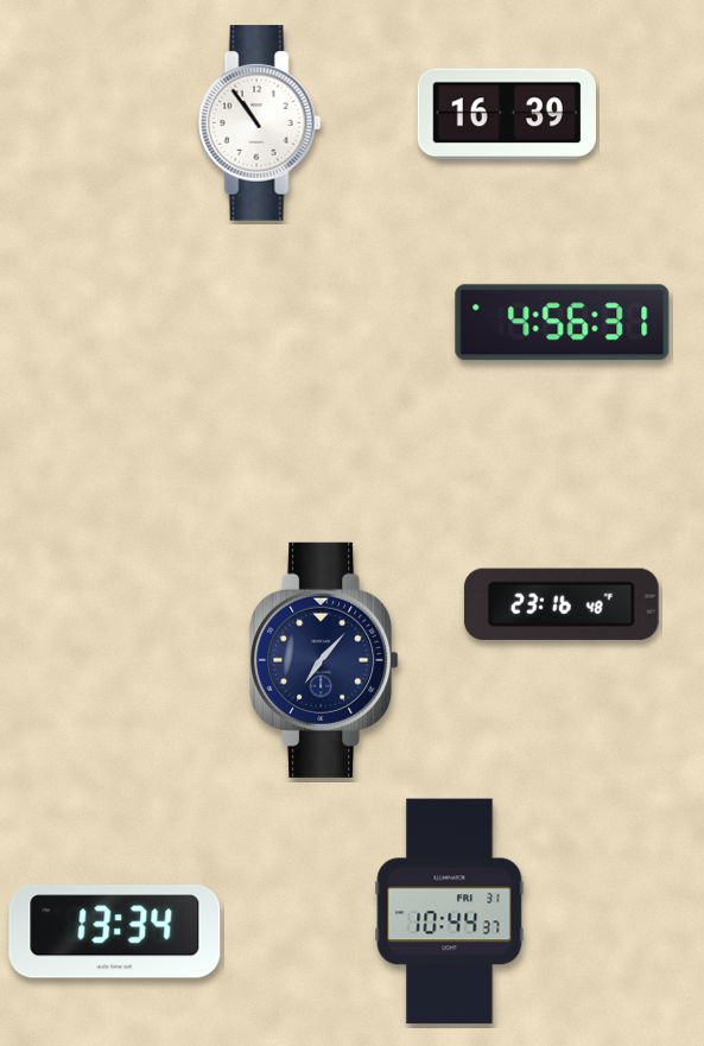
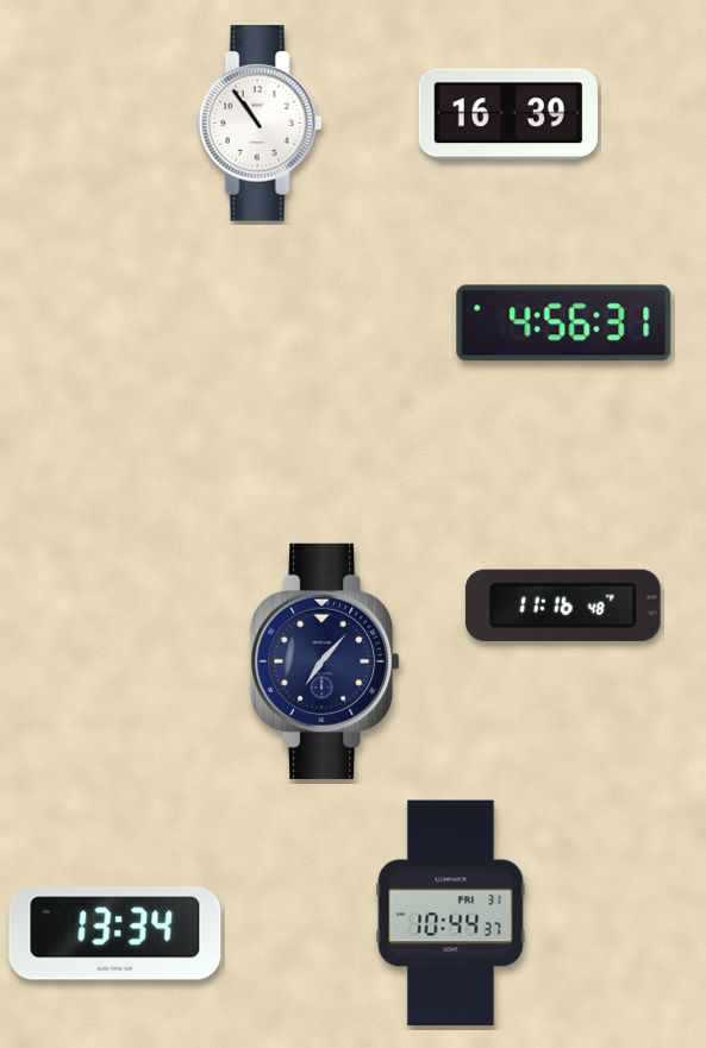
clock at (562, 604): 23:16 -> 11:16
